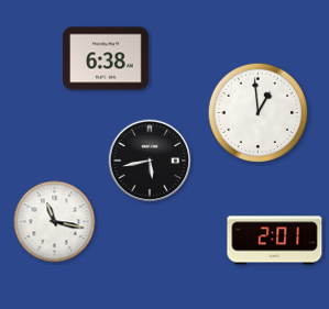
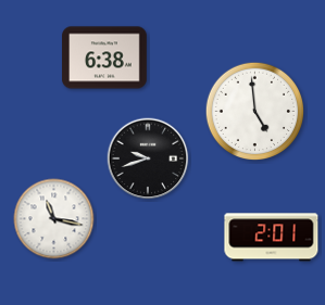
clock at (259, 113): 12:59 -> 4:59
clock at (150, 161): 5:43 -> 9:42
